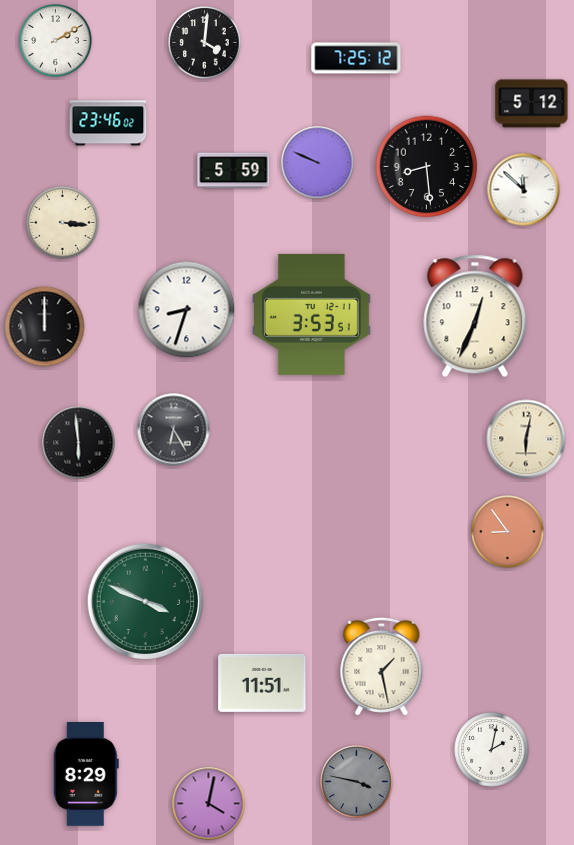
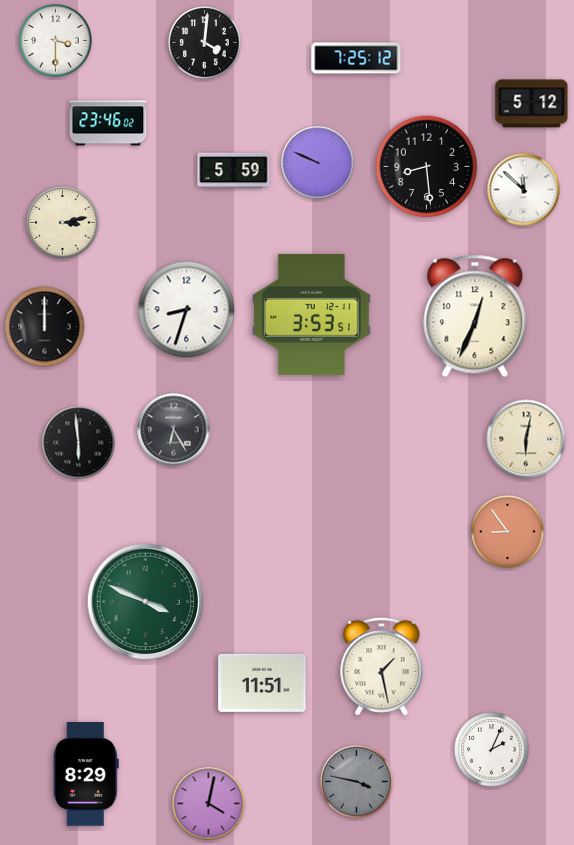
clock at (56, 41): 2:10 -> 3:30
clock at (63, 223): 3:16 -> 3:13
clock at (492, 750): 2:02 -> 2:04
